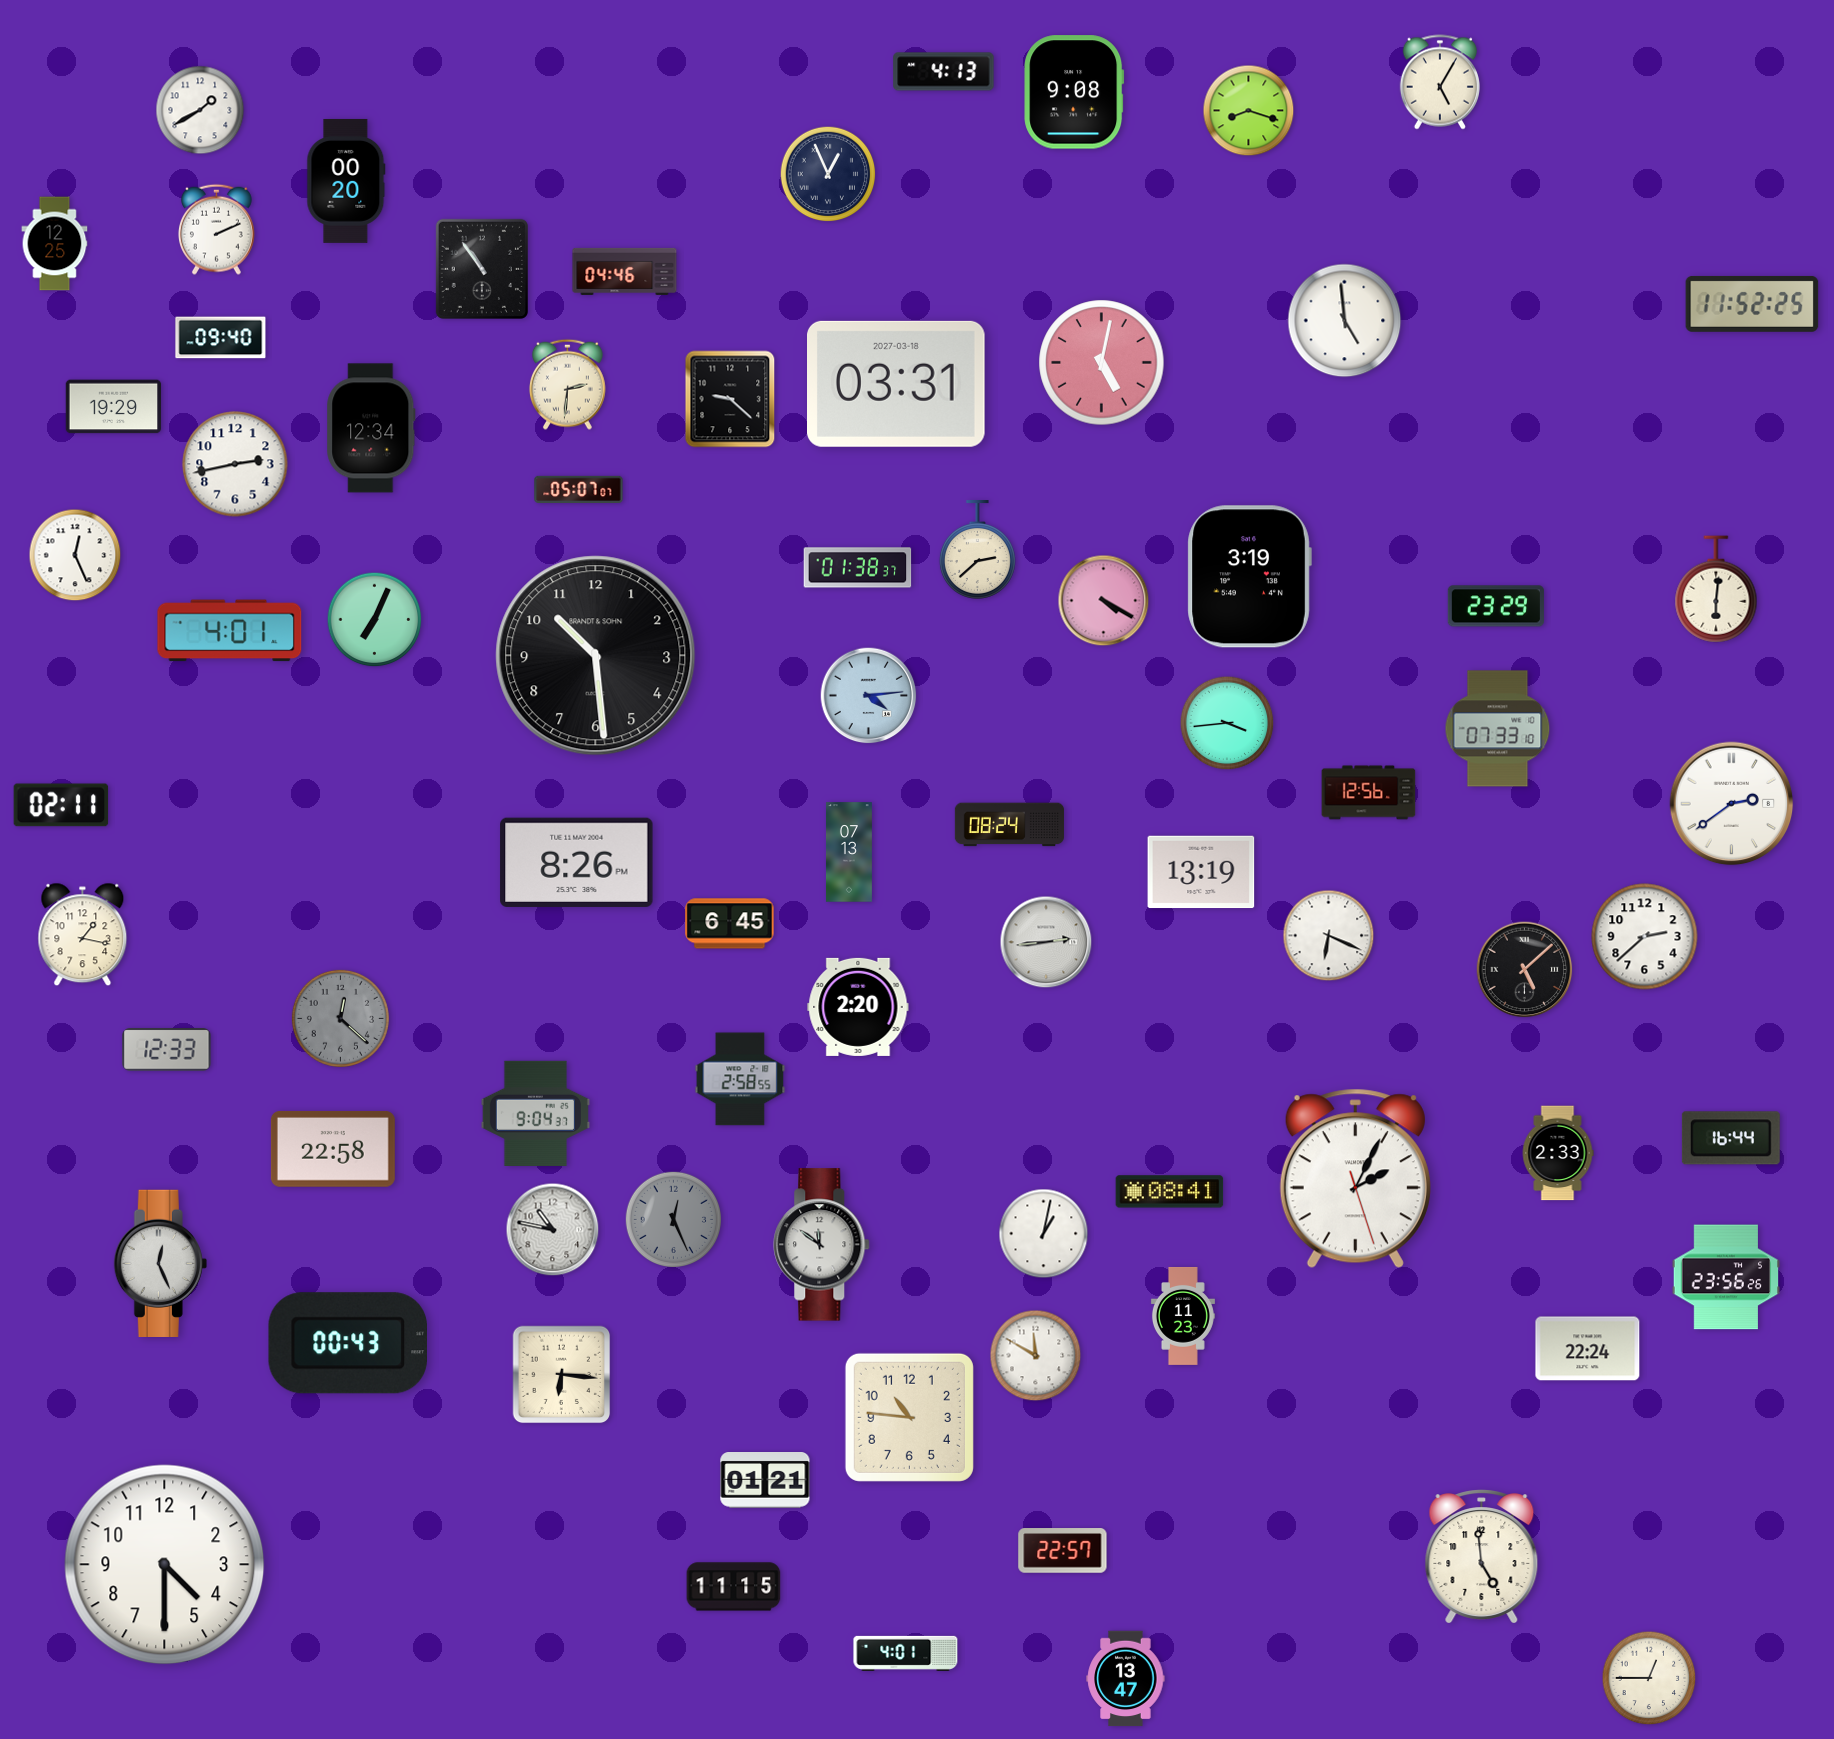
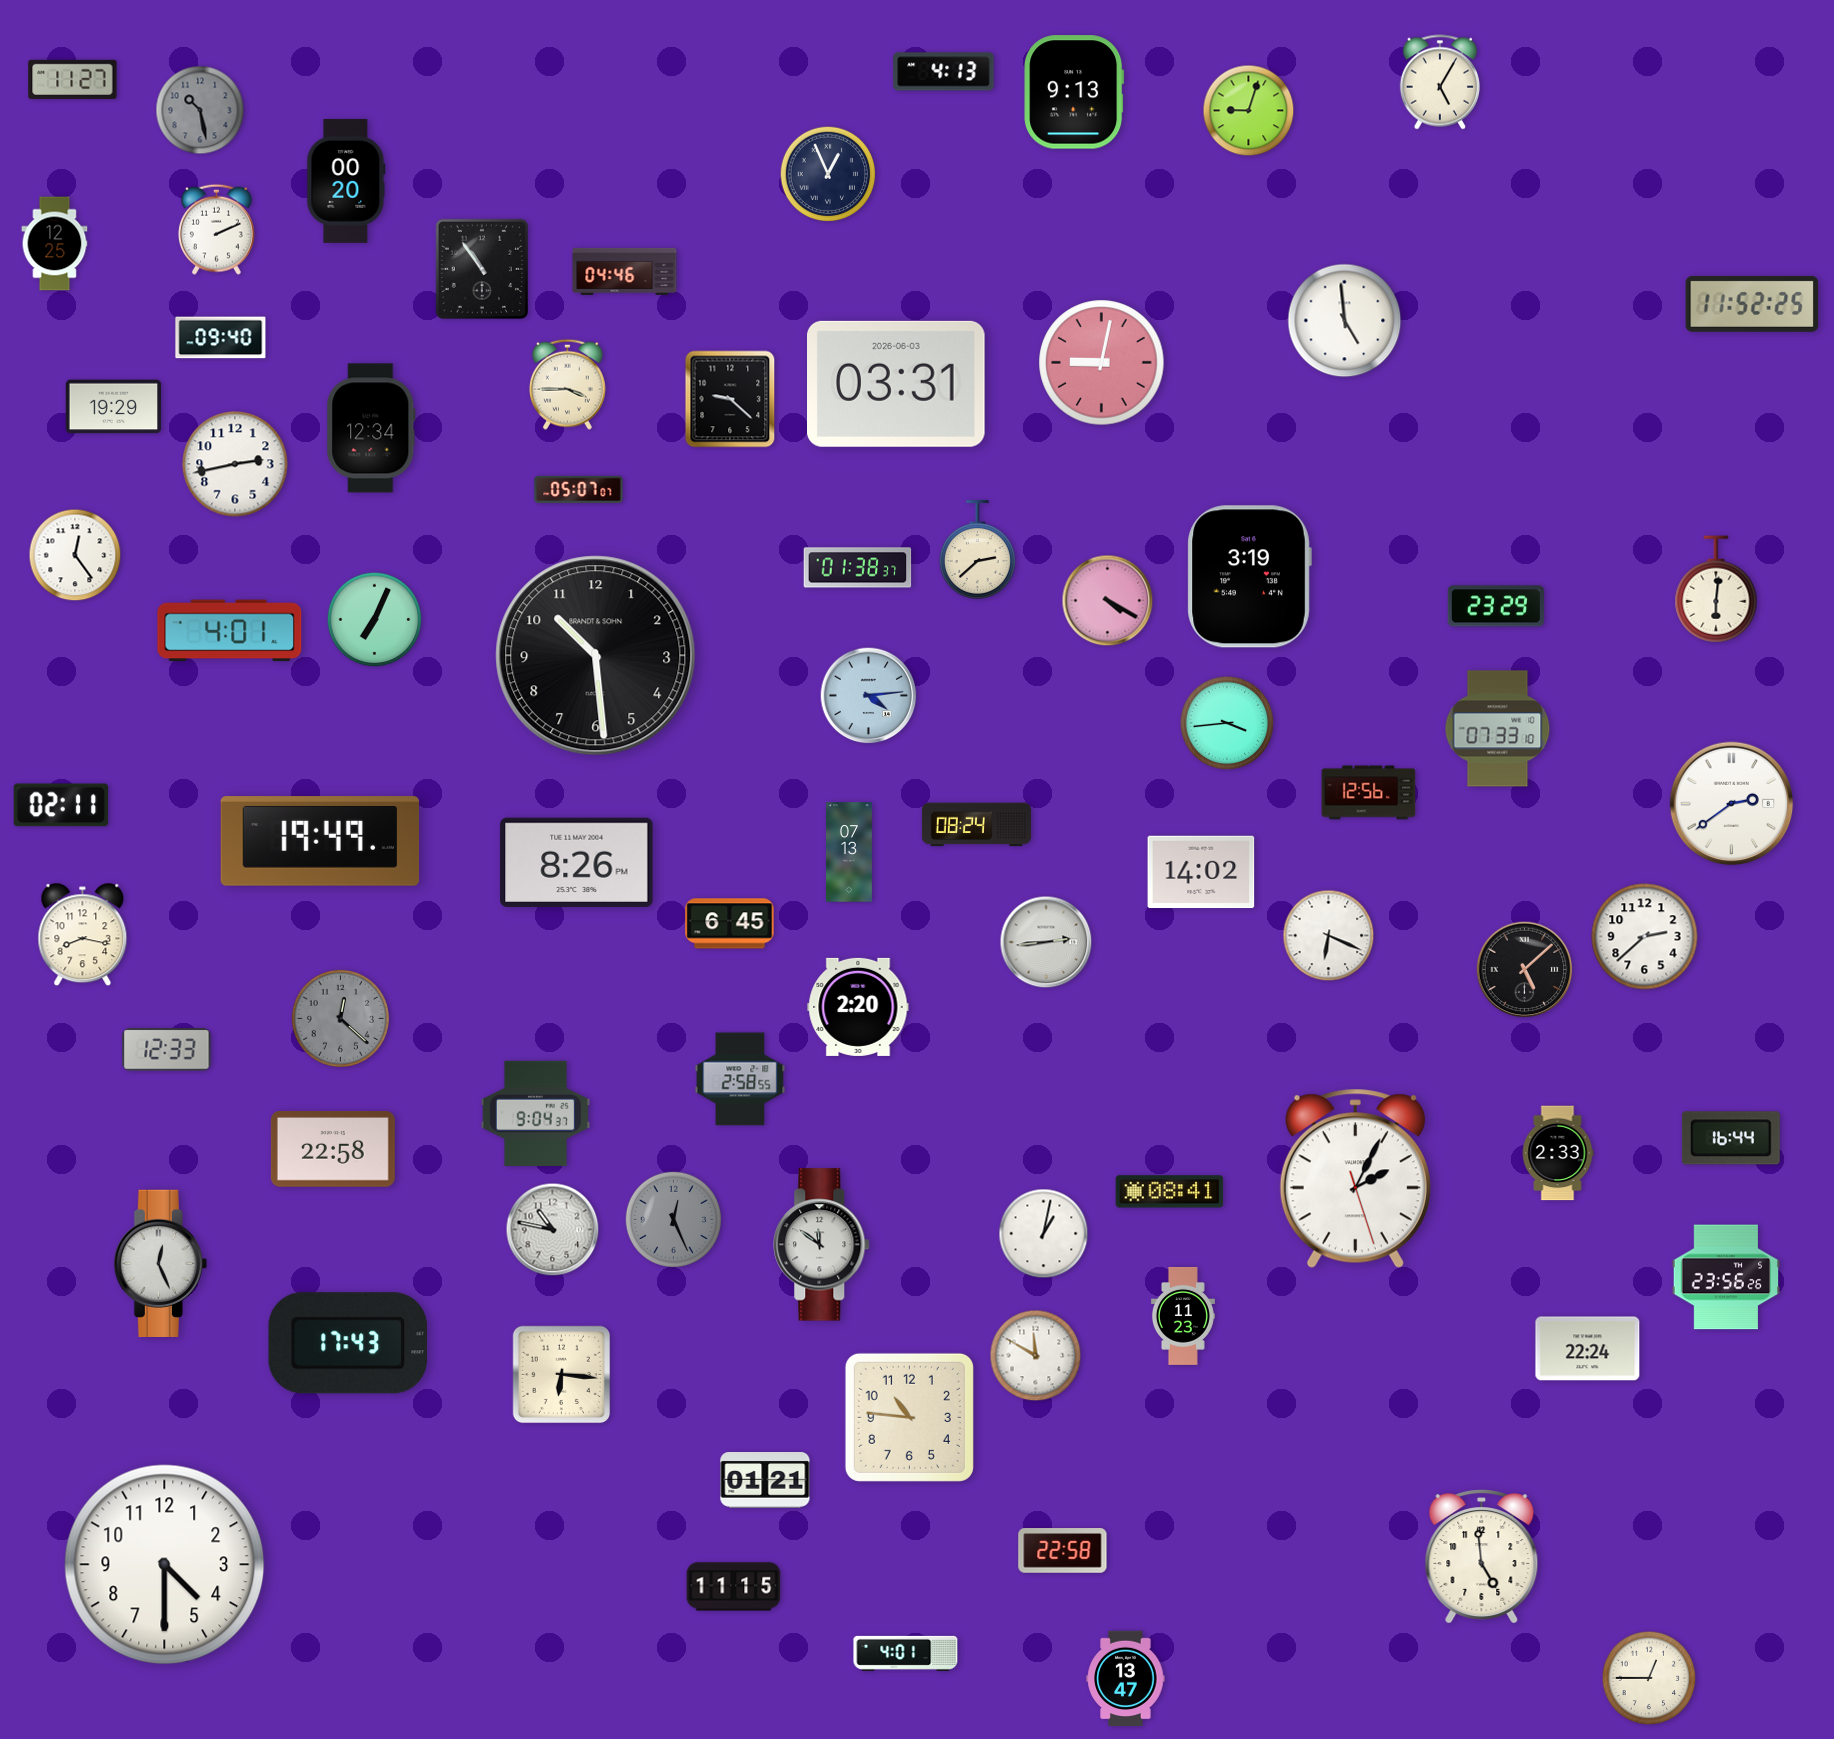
clock at (73, 79): none -> 11:27
clock at (1074, 92): 9:08 -> 9:13
clock at (200, 110): 1:40 -> 10:28
clock at (200, 110) dial: white -> grey
clock at (1249, 111): 8:18 -> 9:03
clock at (1102, 363): 5:02 -> 9:02
clock at (567, 384): 2:31 -> 3:45
clock at (897, 384) date: 2027-03-18 -> 2026-06-03
clock at (75, 555): 12:26 -> 12:24
clock at (1104, 601) position: (1104, 601) -> (1108, 601)
clock at (1009, 825) position: (1009, 825) -> (976, 825)
clock at (320, 841): none -> 19:49
clock at (1201, 872): 13:19 -> 14:02
clock at (83, 935): 1:17 -> 8:17
clock at (347, 1343): 00:43 -> 17:43
clock at (1063, 1551): 22:57 -> 22:58
